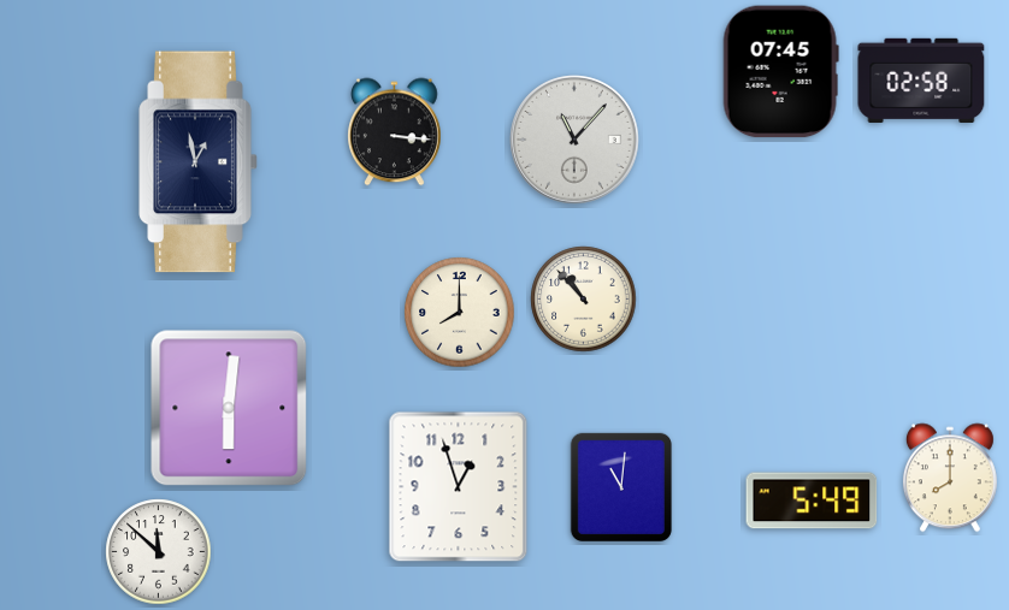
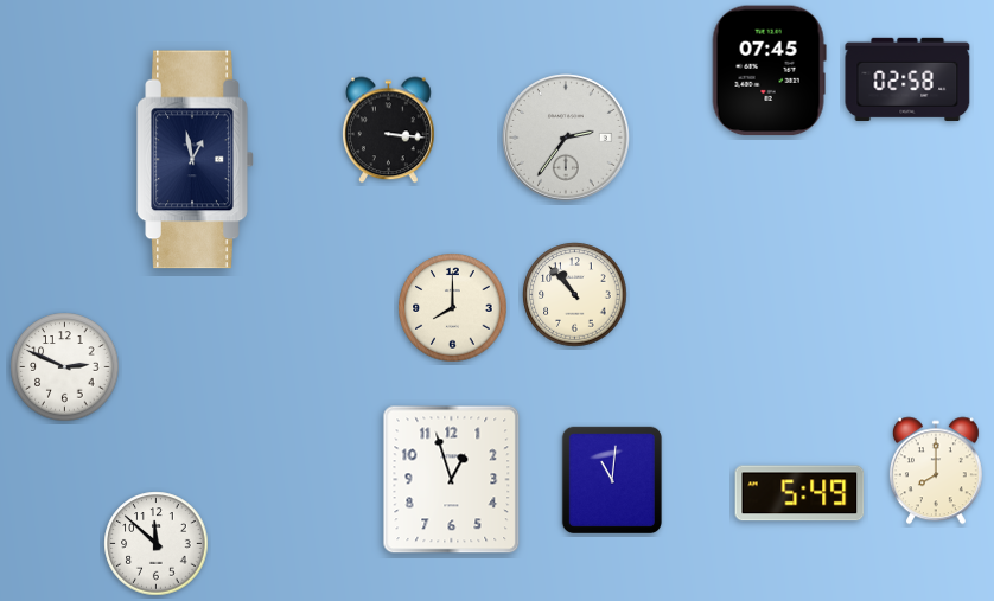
clock at (574, 140): 11:07 -> 2:36
clock at (65, 367): none -> 2:49
clock at (229, 408): 6:01 -> none
